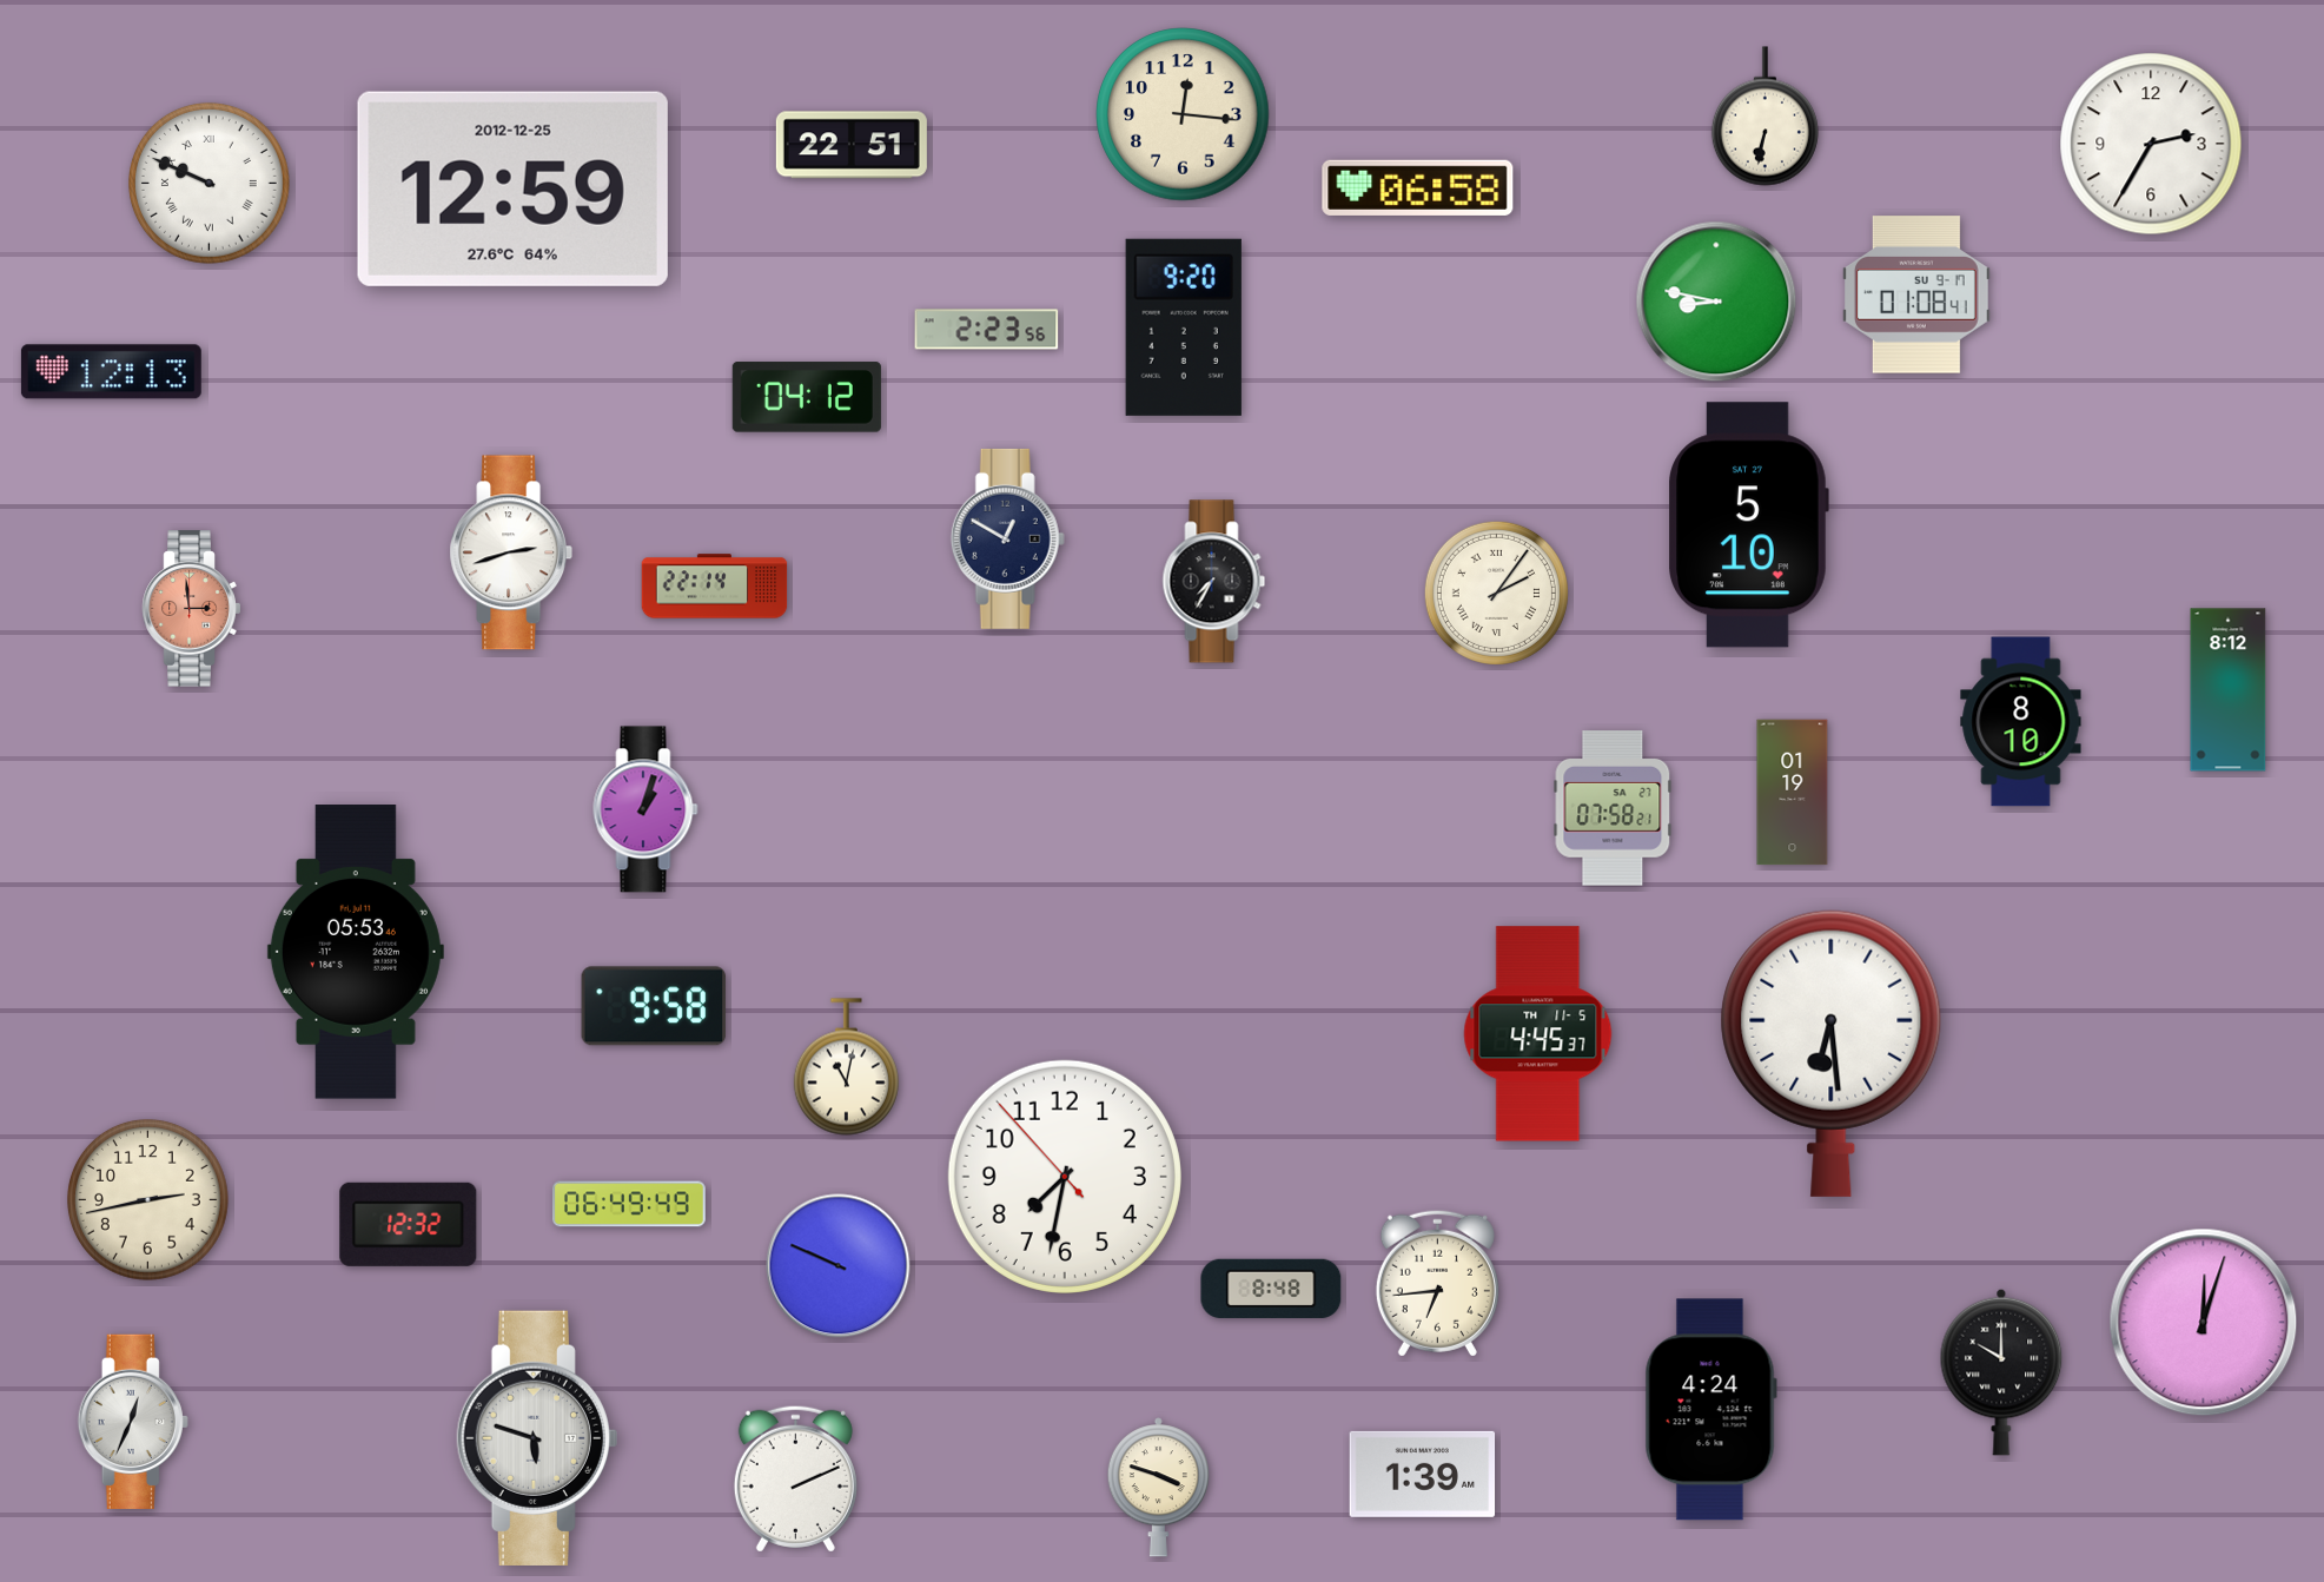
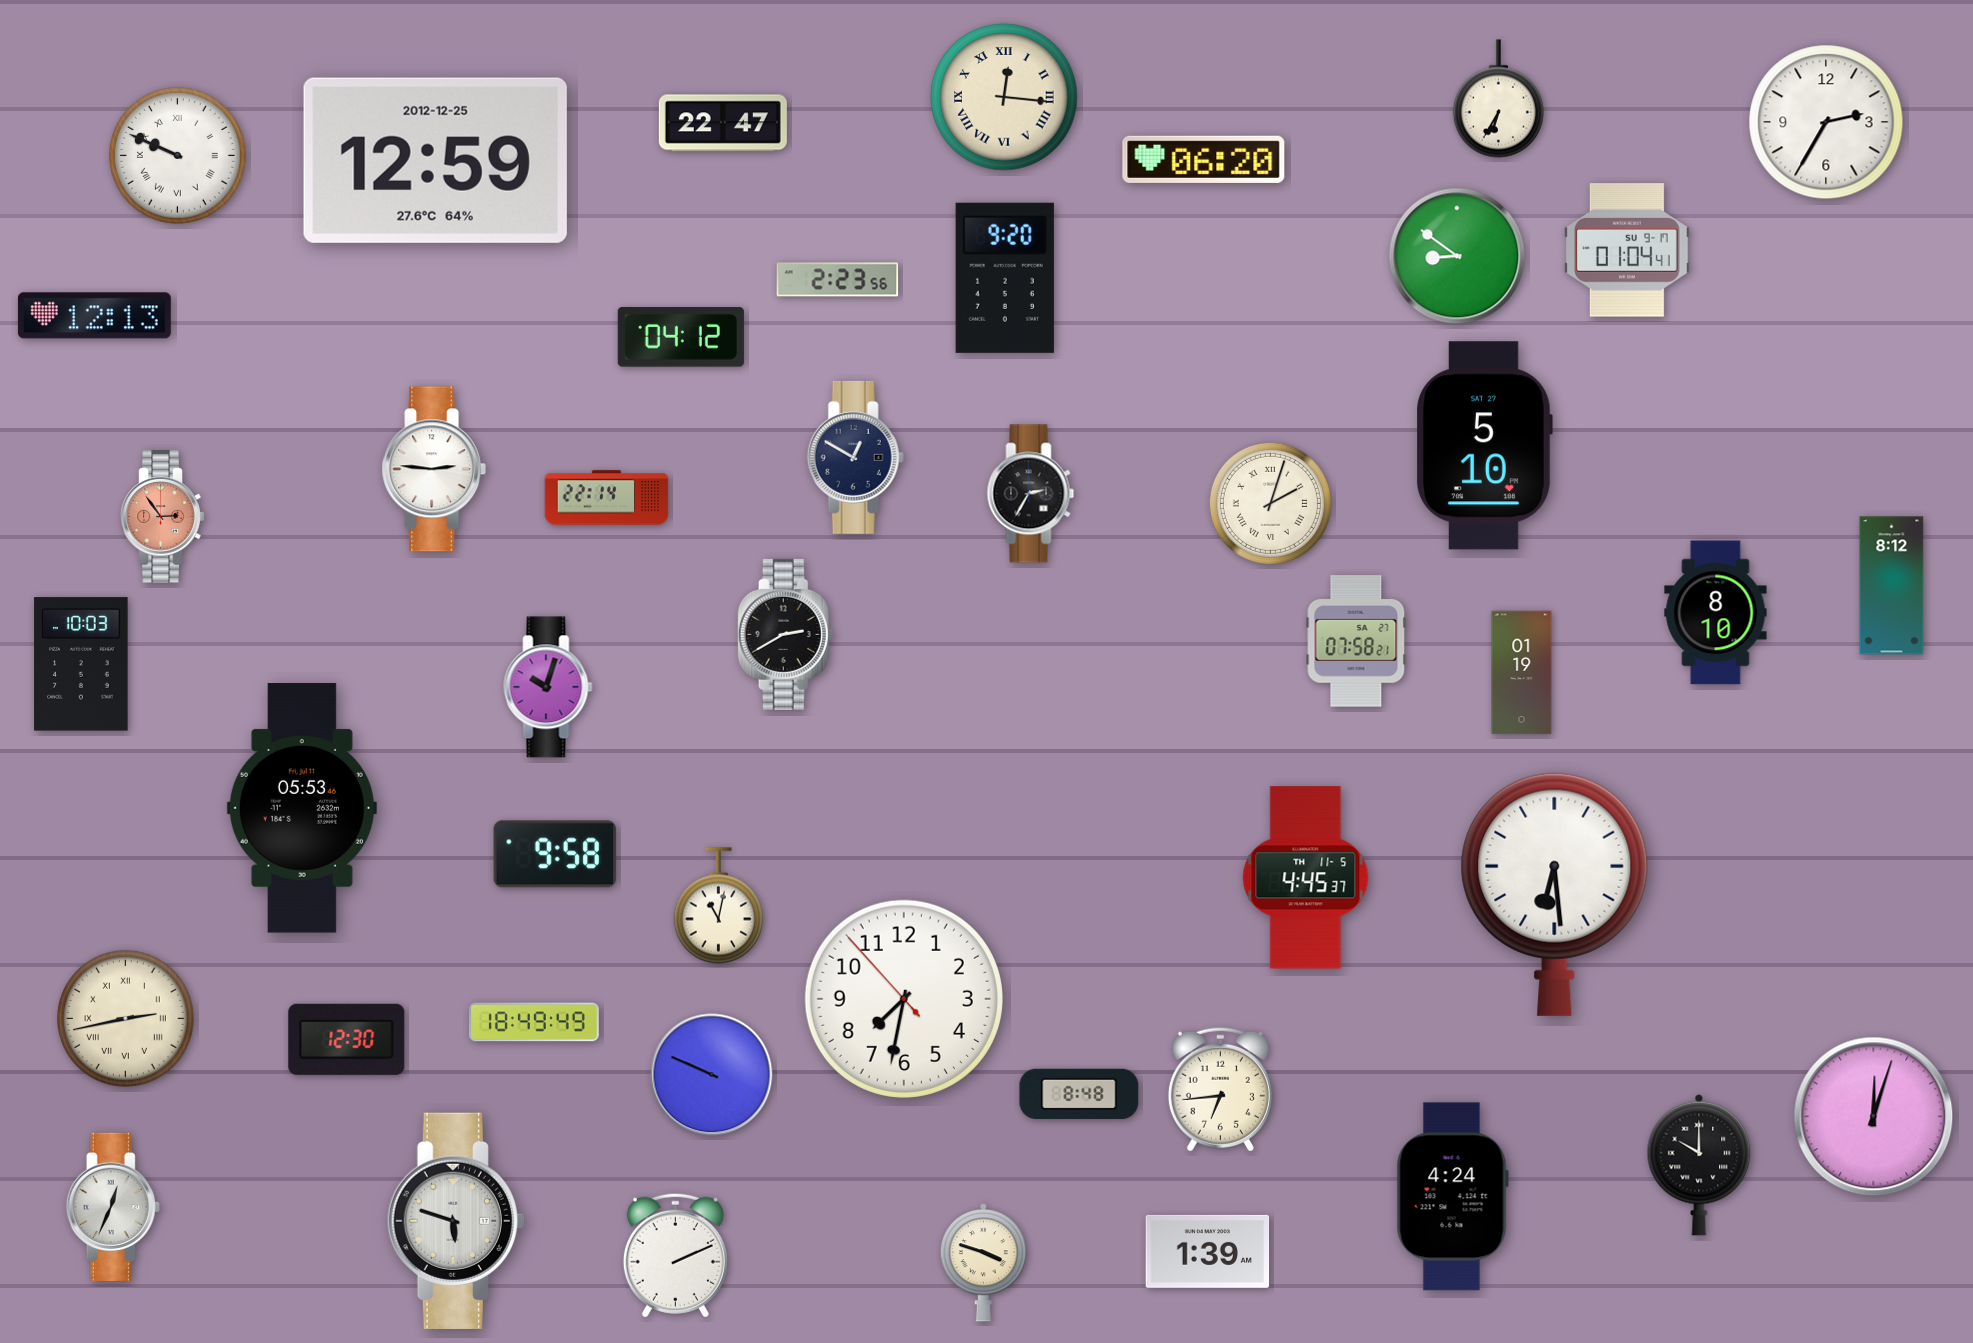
clock at (1183, 114) numerals: Arabic -> Roman
clock at (1764, 117): 6:32 -> 6:35
clock at (852, 145): 22:51 -> 22:47
clock at (1418, 187): 06:58 -> 06:20
clock at (1916, 294): 01:08 -> 01:04
clock at (1716, 302): 8:47 -> 8:51
clock at (807, 397) position: (807, 397) -> (681, 337)
clock at (511, 552): 2:42 -> 2:46
clock at (1214, 582): 7:35 -> 2:35
clock at (1496, 593): 2:06 -> 2:03
clock at (192, 609): 2:59 -> 2:54
clock at (786, 634): none -> 2:40
clock at (81, 664): none -> 10:03
clock at (1613, 808) position: (1613, 808) -> (1356, 641)
clock at (645, 809): 1:03 -> 10:03
clock at (147, 1199) numerals: Arabic -> Roman
clock at (629, 1204): 06:49 -> 18:49
clock at (409, 1224): 12:32 -> 12:30
clock at (2204, 1323) position: (2204, 1323) -> (1874, 1117)
